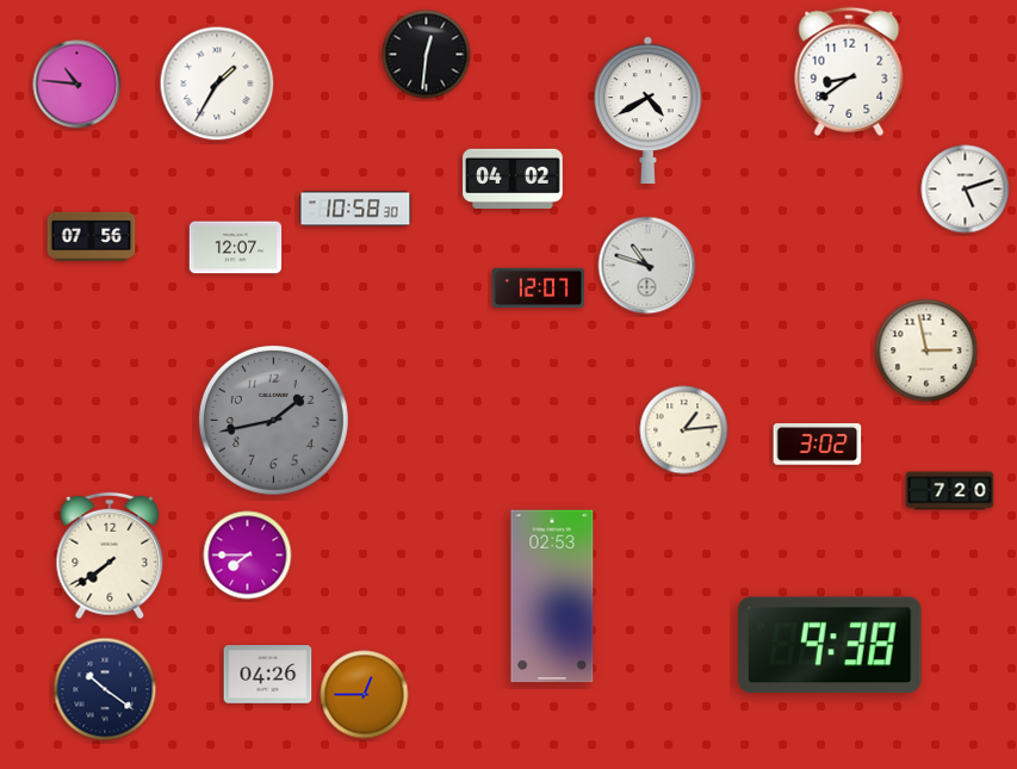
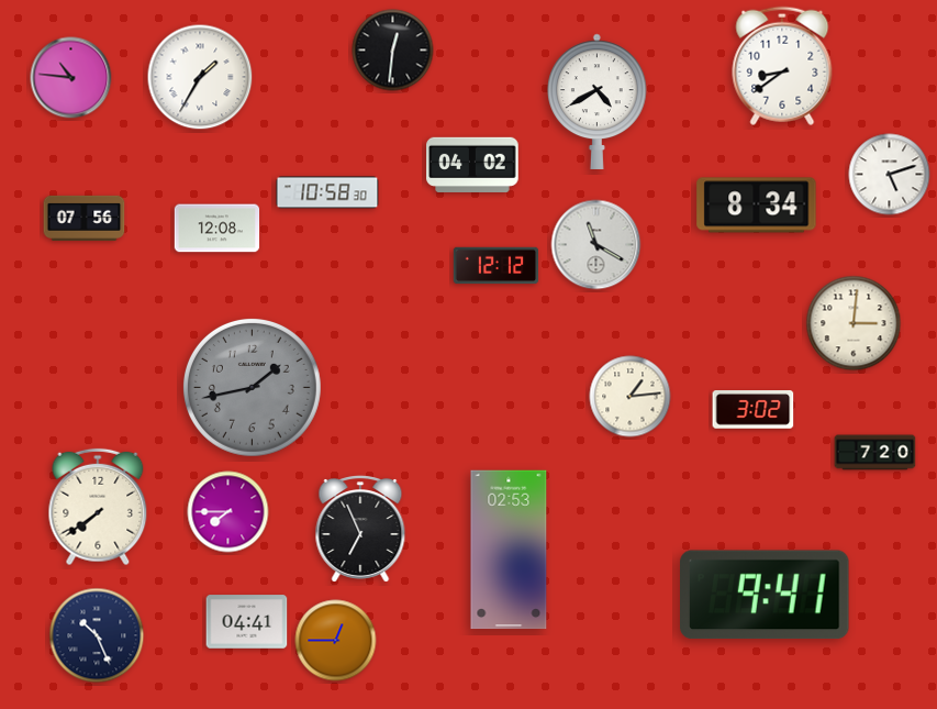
clock at (757, 206): none -> 8:34
clock at (236, 248): 12:07 -> 12:08
clock at (647, 266): 10:48 -> 11:20
clock at (539, 289): 12:07 -> 12:12
clock at (926, 351): 2:58 -> 3:01
clock at (110, 556) position: (110, 556) -> (98, 507)
clock at (360, 530): none -> 6:56
clock at (830, 645): 9:38 -> 9:41
clock at (268, 675): 04:26 -> 04:41
clock at (105, 689): 10:21 -> 10:26
